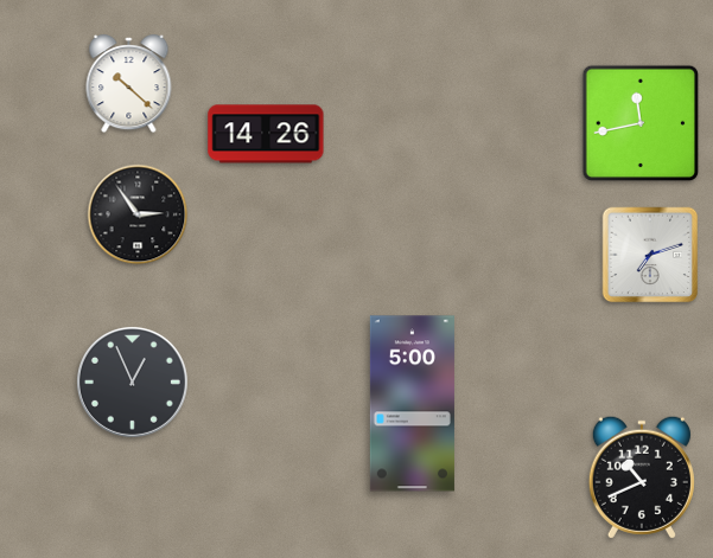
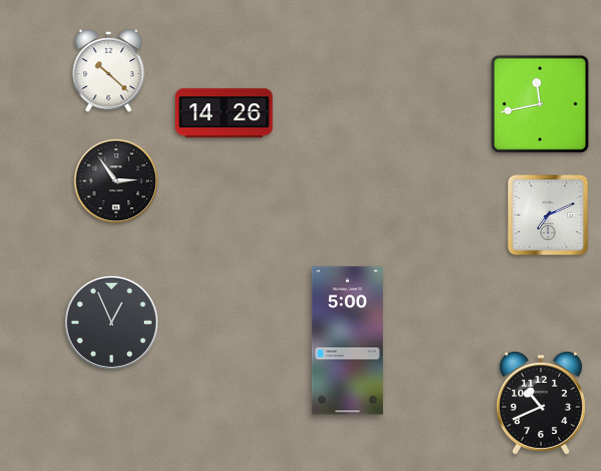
clock at (650, 255): 7:12 -> 7:11
